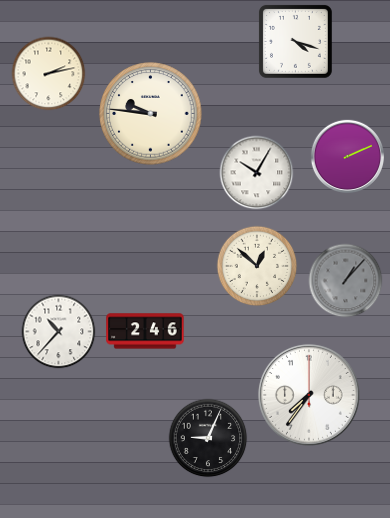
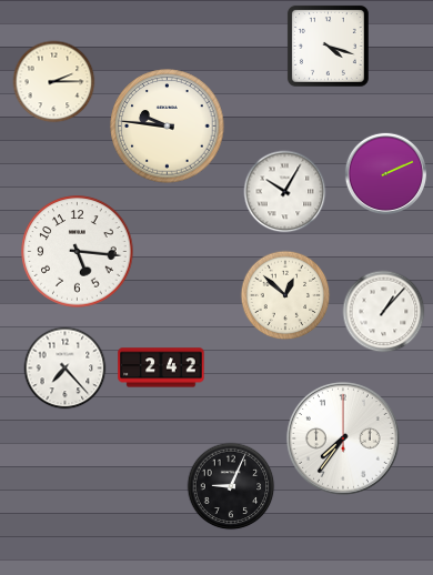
clock at (49, 74): 2:13 -> 2:15
clock at (78, 252): none -> 5:16
clock at (346, 281) dial: grey -> white
clock at (145, 331): 2:46 -> 2:42
clock at (59, 332): 10:37 -> 7:23
